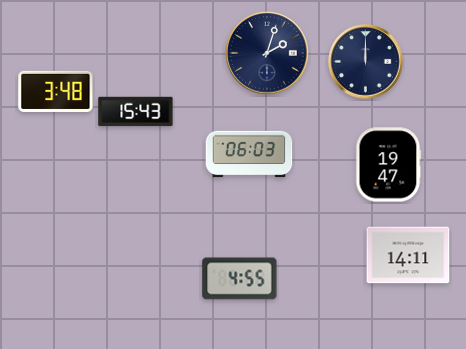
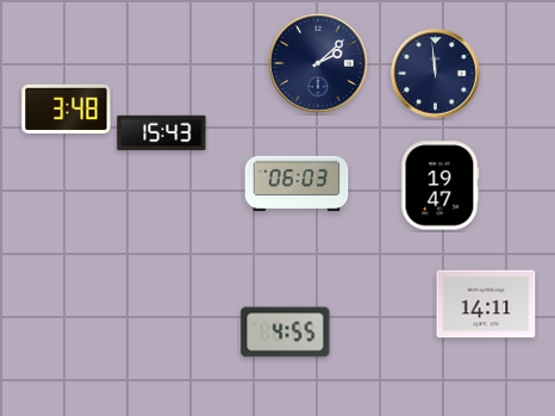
clock at (267, 53): 2:03 -> 2:08
clock at (366, 62): 12:00 -> 11:59
clock at (388, 165) position: (388, 165) -> (439, 186)
